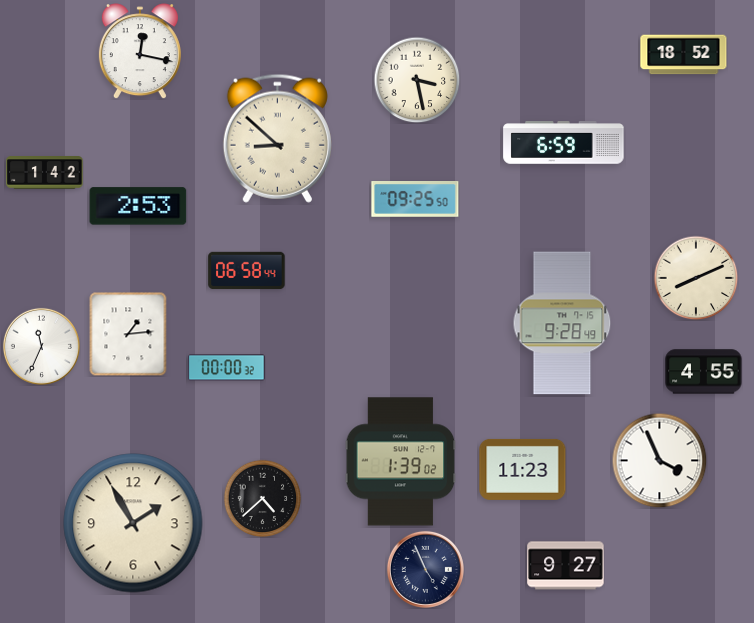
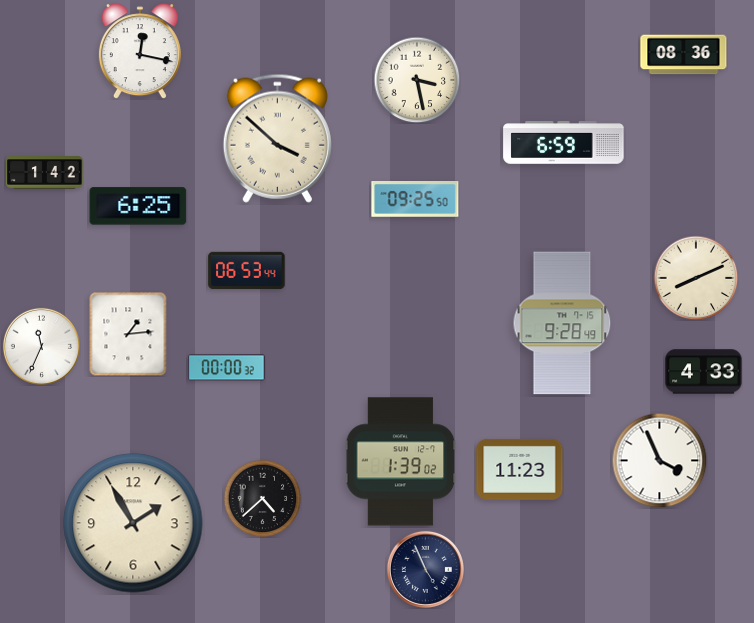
clock at (684, 55): 18:52 -> 08:36
clock at (277, 138): 8:52 -> 3:52
clock at (138, 206): 2:53 -> 6:25
clock at (247, 271): 06:58 -> 06:53
clock at (704, 372): 4:55 -> 4:33
clock at (523, 469) position: (523, 469) -> (520, 469)
clock at (566, 566): 9:27 -> none
